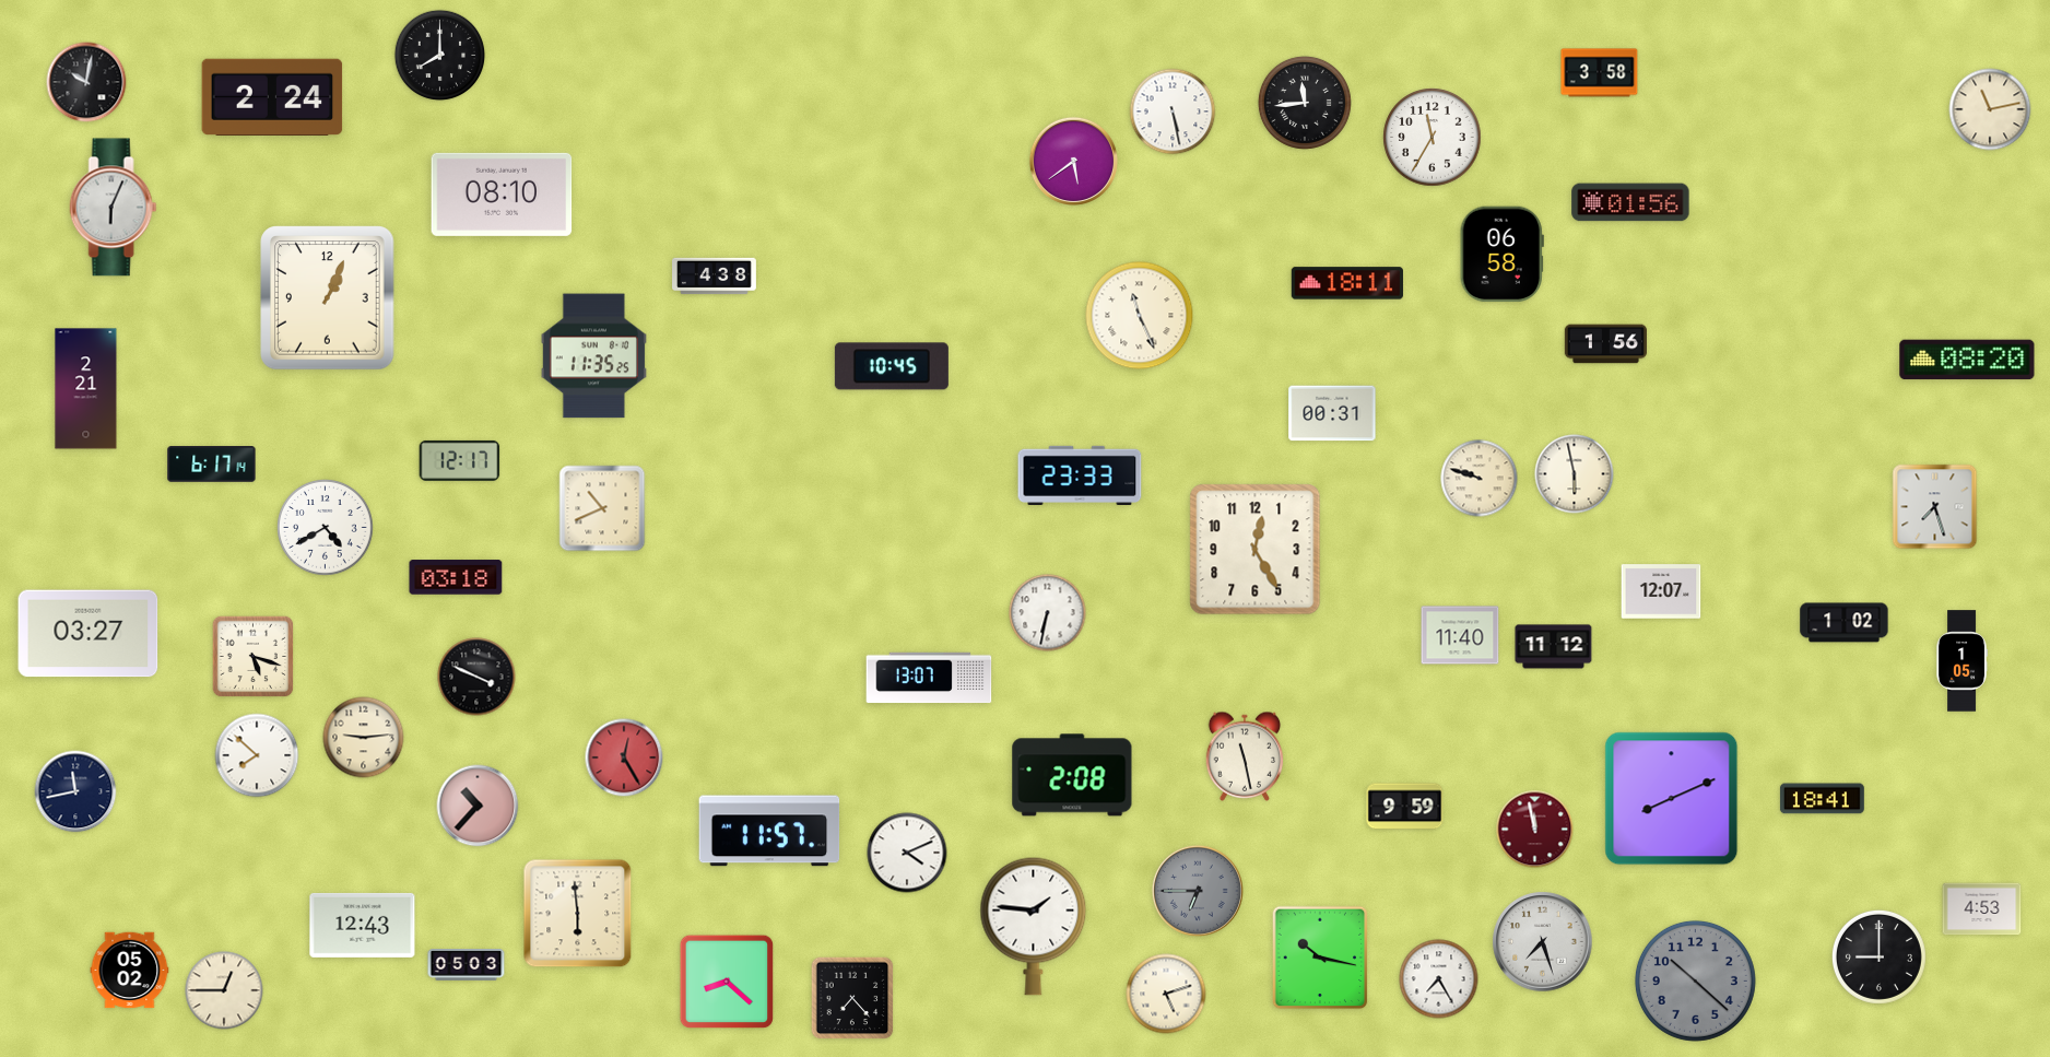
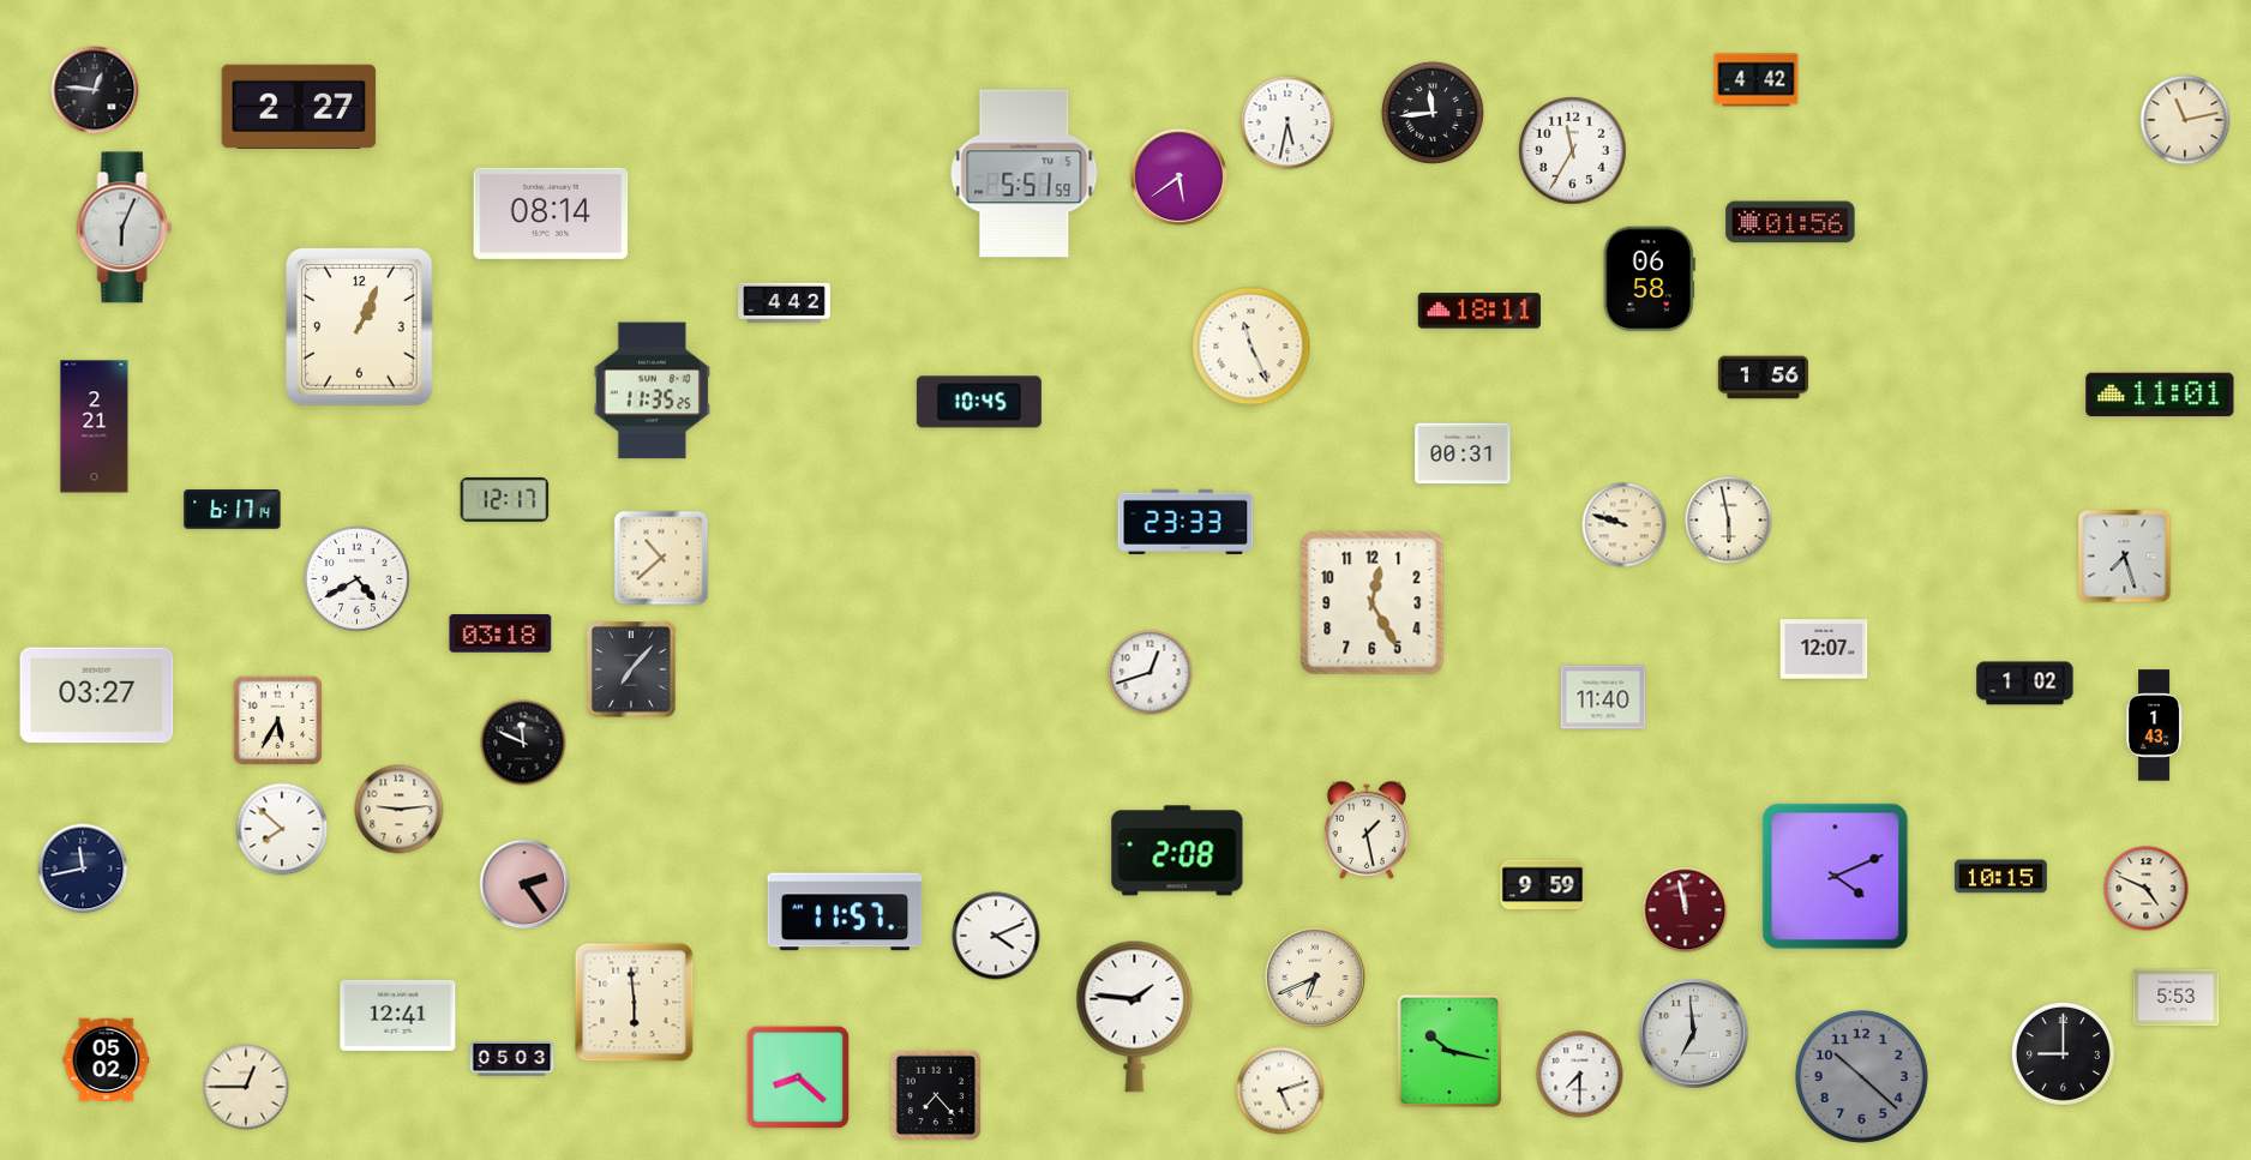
clock at (440, 56): 8:00 -> none
clock at (1600, 73): 3:58 -> 4:42
clock at (86, 82): 10:02 -> 12:46
clock at (272, 97): 2:24 -> 2:27
clock at (1173, 111): 5:28 -> 5:32
clock at (1025, 174): none -> 5:51
clock at (502, 195): 08:10 -> 08:14
clock at (715, 277): 4:38 -> 4:42
clock at (1967, 360): 08:20 -> 11:01
clock at (460, 460) position: (460, 460) -> (505, 499)
clock at (602, 508): 10:41 -> 10:38
clock at (1256, 550) position: (1256, 550) -> (1373, 603)
clock at (632, 671): none -> 7:07
clock at (1048, 613): 6:32 -> 12:42
clock at (1554, 647): 11:12 -> none
clock at (254, 657): 5:18 -> 5:35
clock at (1961, 661): 1:05 -> 1:43
clock at (476, 677): 3:49 -> 11:49
clock at (929, 678): 13:07 -> none
clock at (1245, 756): 11:28 -> 1:28
clock at (624, 757): 12:25 -> none
clock at (1672, 799): 8:11 -> 4:11
clock at (1822, 799): 18:41 -> 10:15
clock at (478, 806): 10:37 -> 2:24
clock at (2147, 889): none -> 4:49
clock at (1198, 891): 6:45 -> 6:41
clock at (1198, 891) dial: grey -> cream
clock at (1982, 909): 4:53 -> 5:53
clock at (363, 925): 12:43 -> 12:41
clock at (1543, 942): 7:27 -> 6:59
clock at (1878, 956) position: (1878, 956) -> (2063, 1053)
clock at (130, 971) position: (130, 971) -> (107, 1060)
clock at (1439, 979): 7:25 -> 7:30
